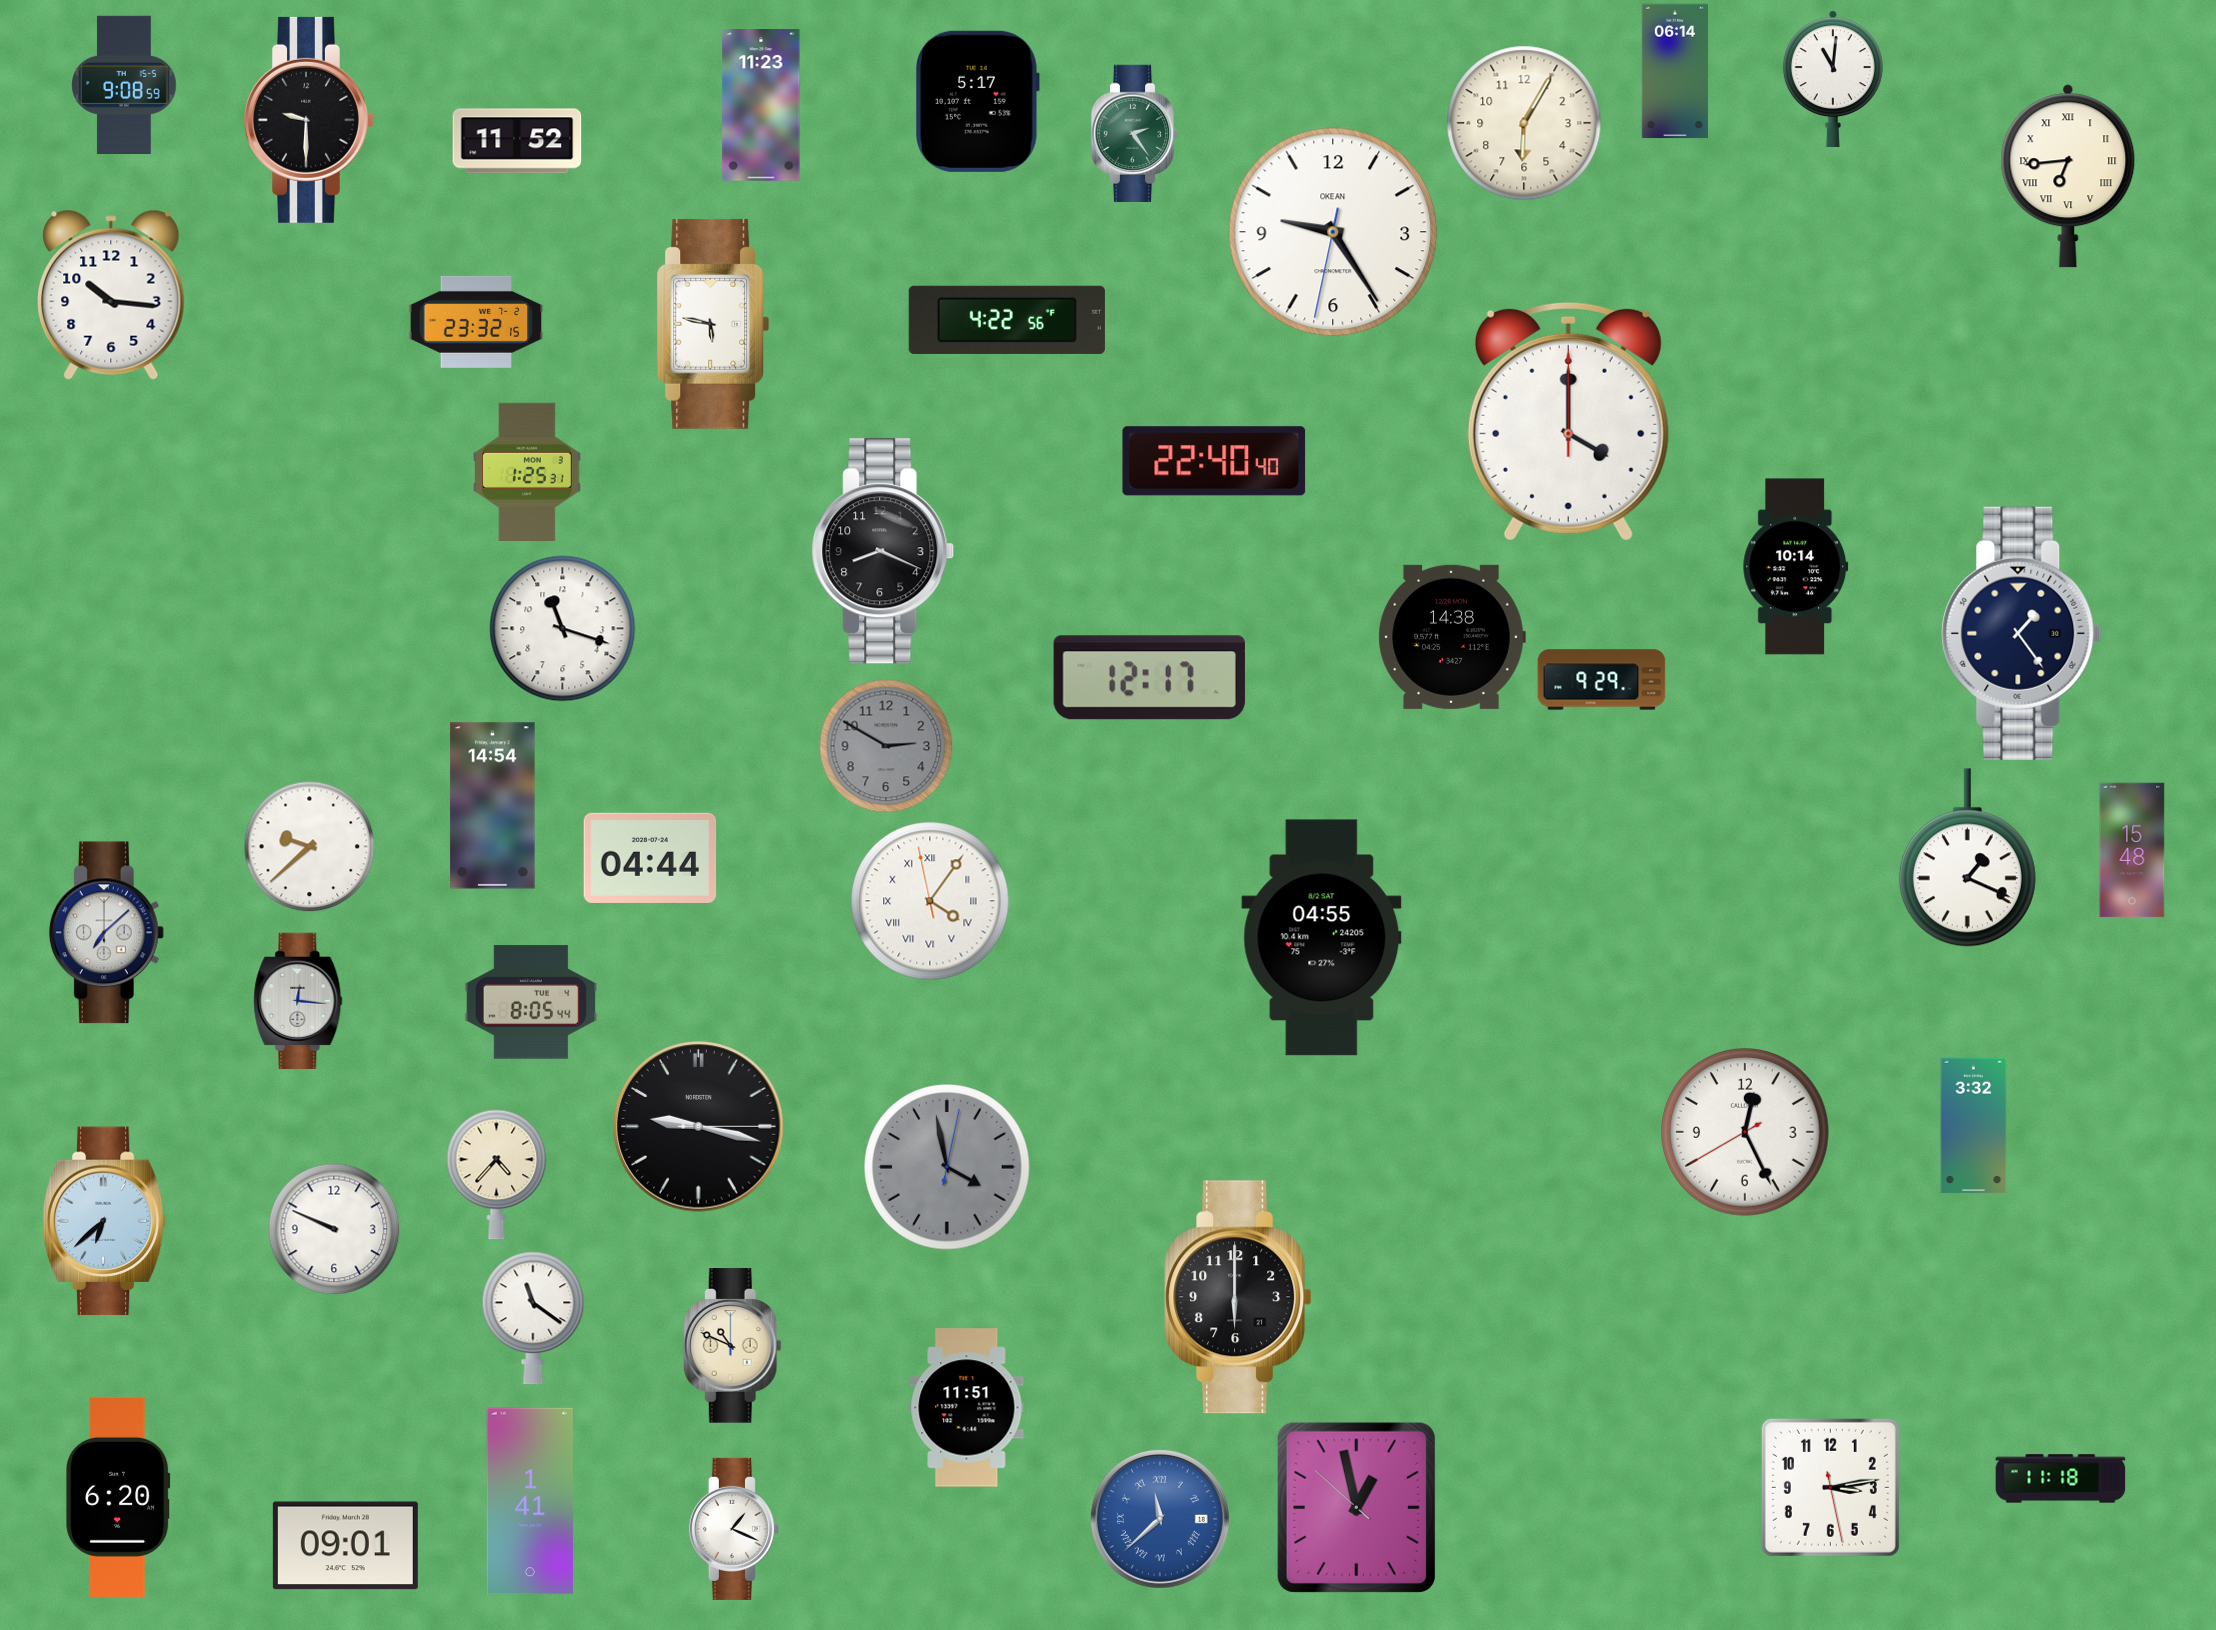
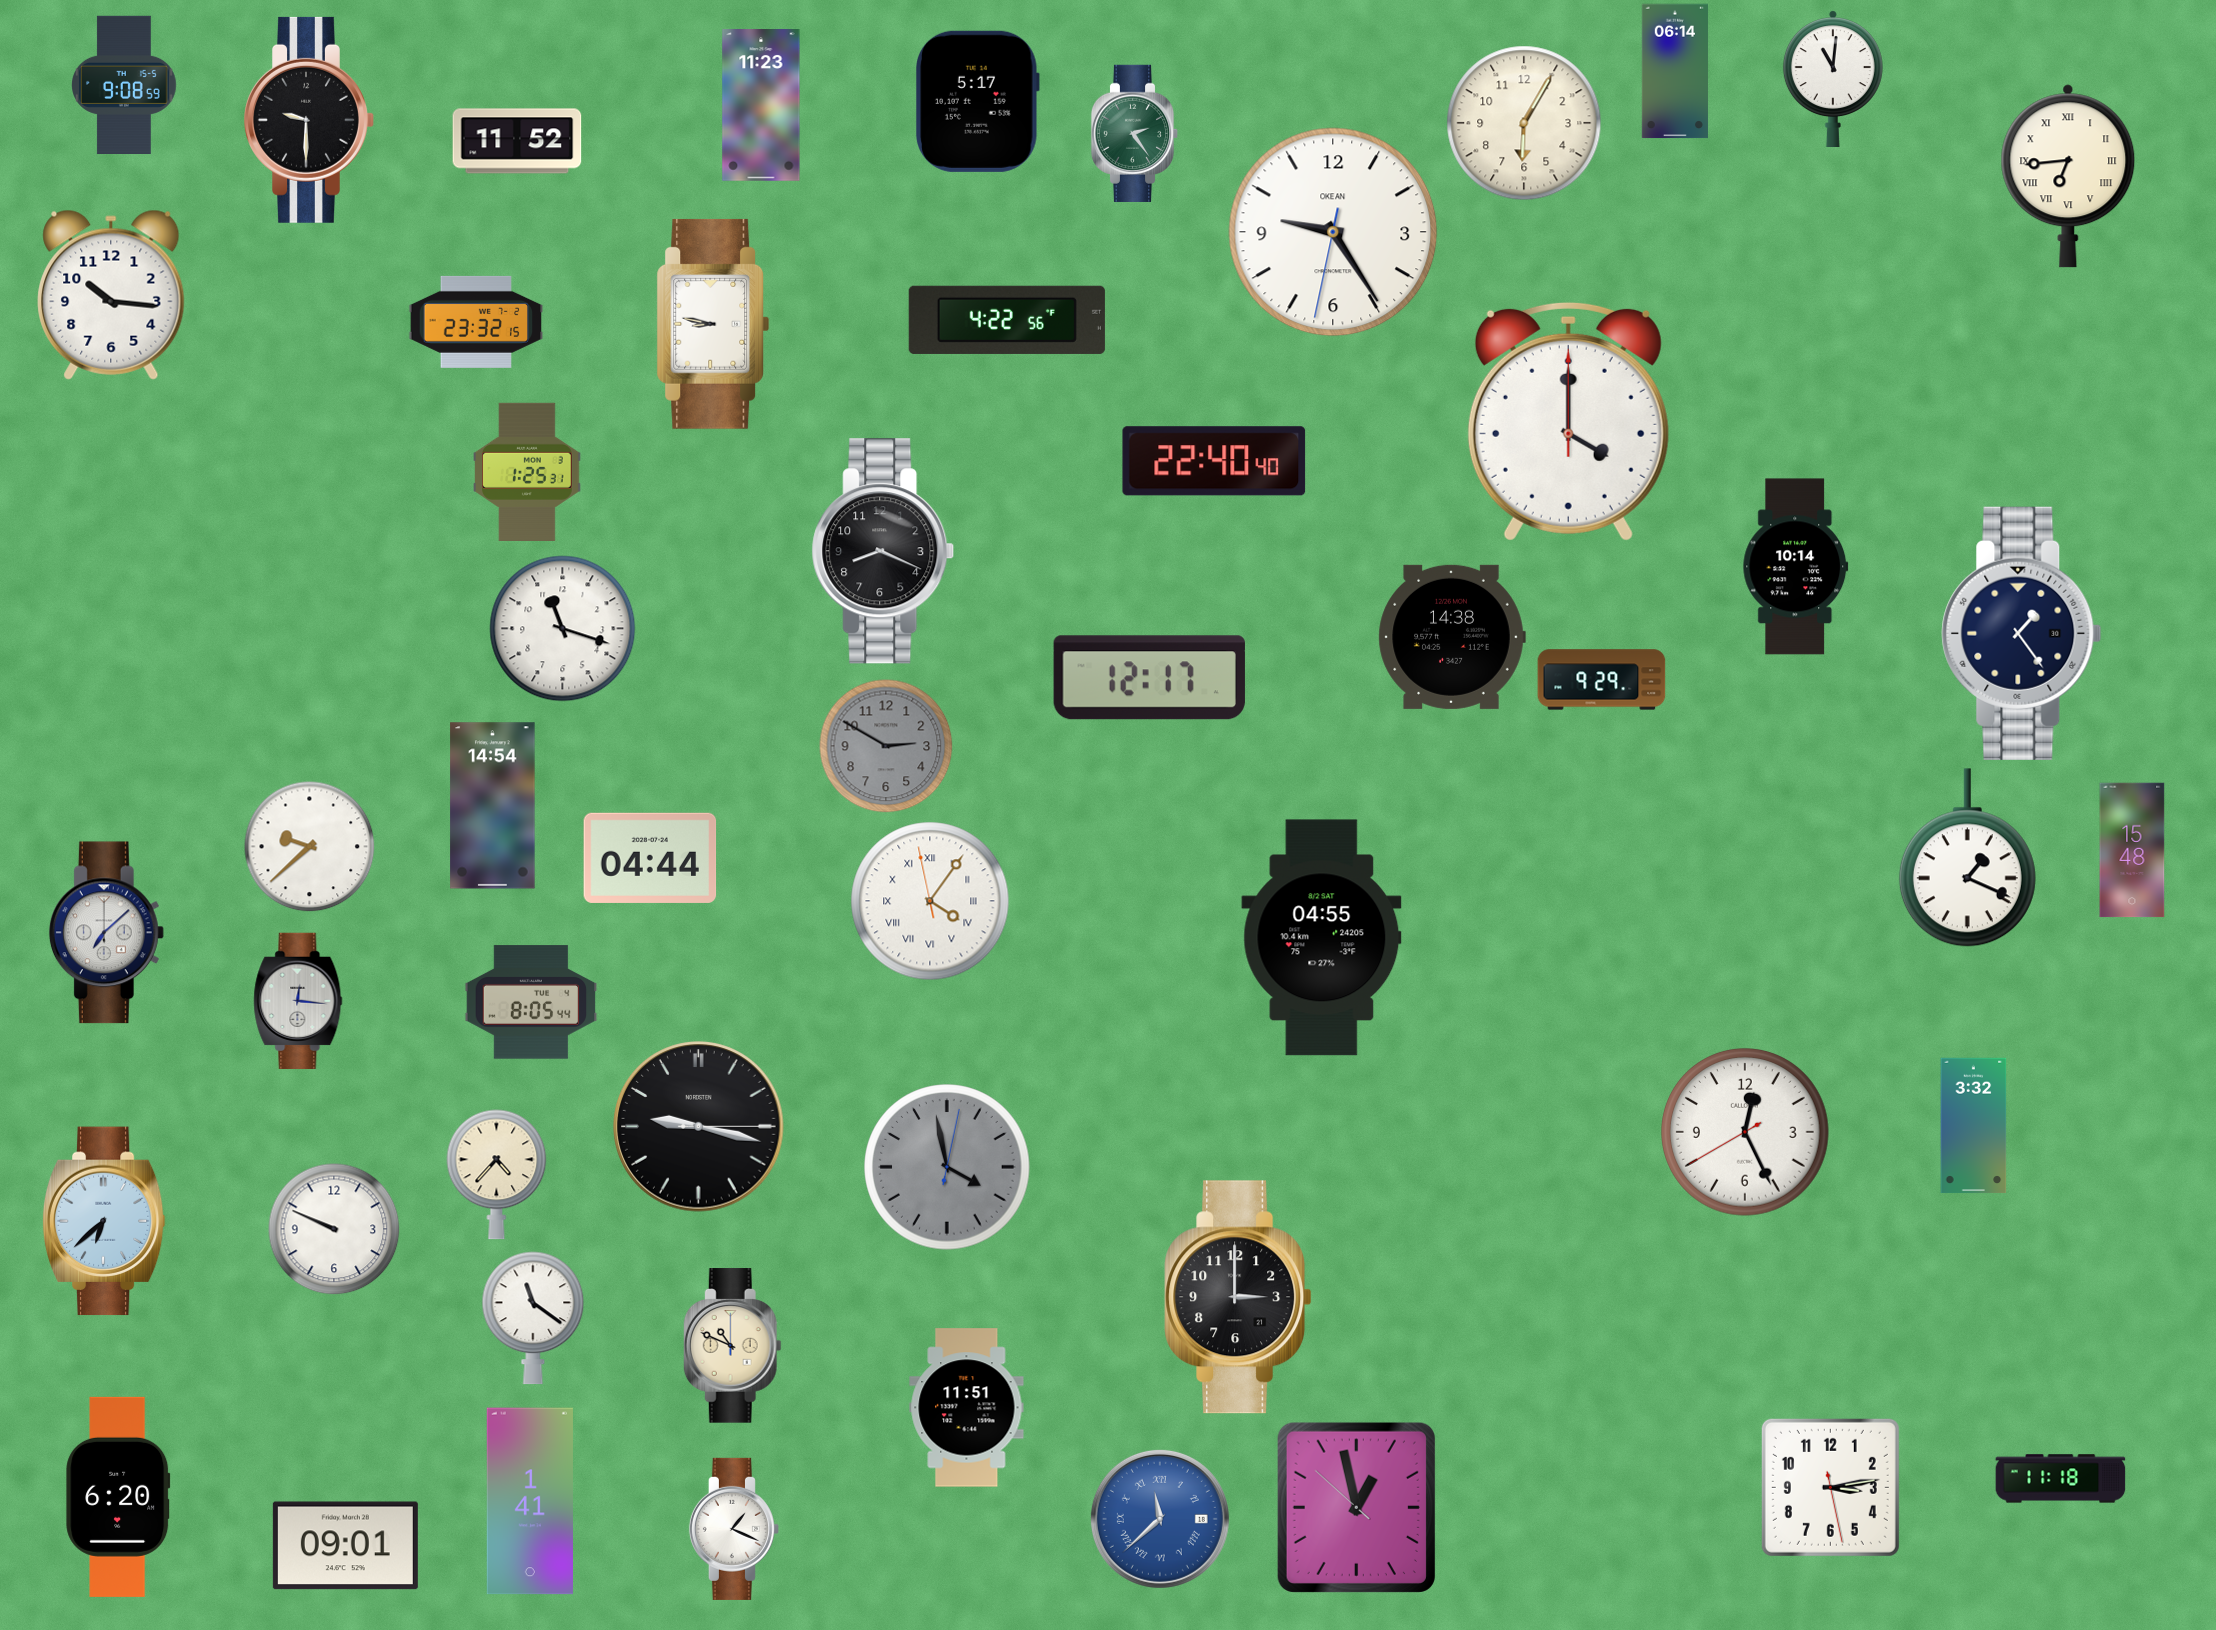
clock at (713, 324): 5:47 -> 8:47
clock at (1238, 1297): 6:00 -> 3:00
